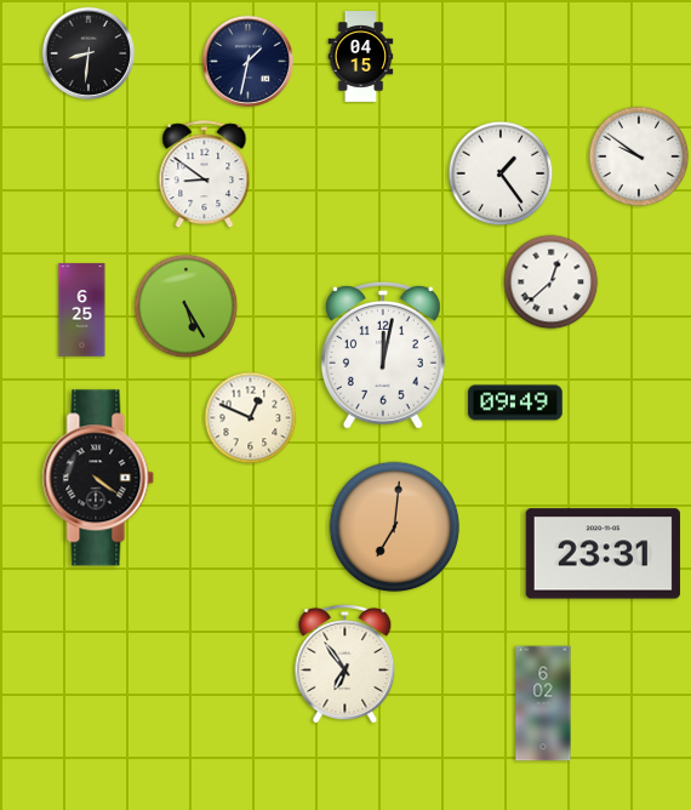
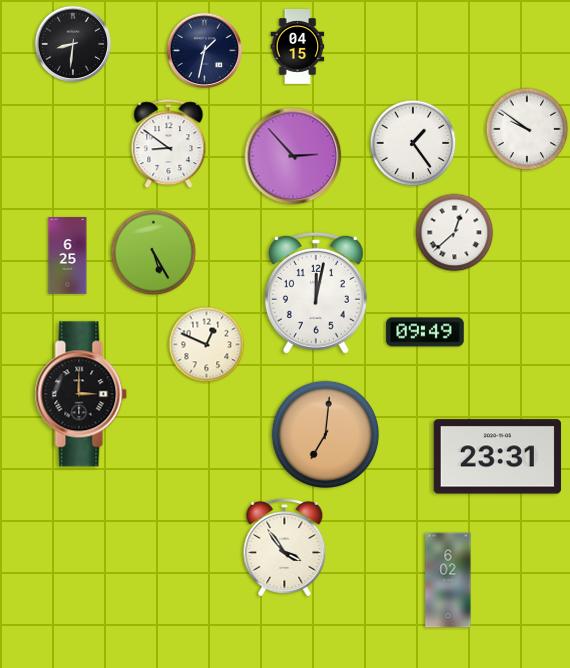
clock at (293, 156): none -> 2:53
clock at (98, 478): 4:21 -> 3:00
clock at (345, 663): 6:54 -> 3:54
